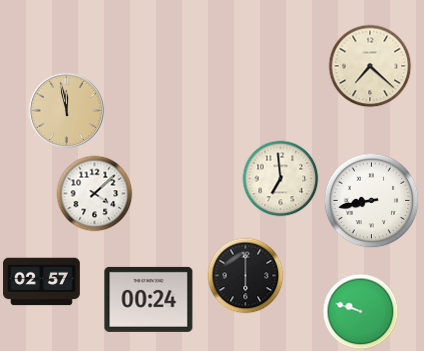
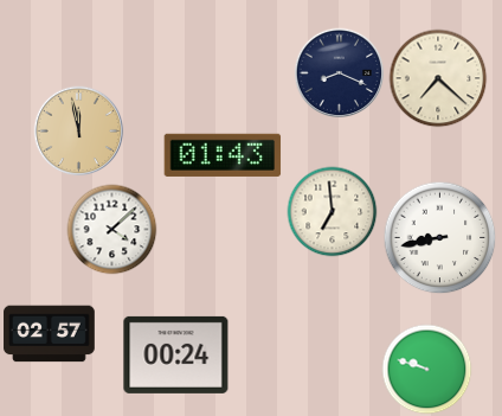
clock at (340, 73): none -> 8:19
clock at (223, 155): none -> 01:43
clock at (246, 276): 6:00 -> none
